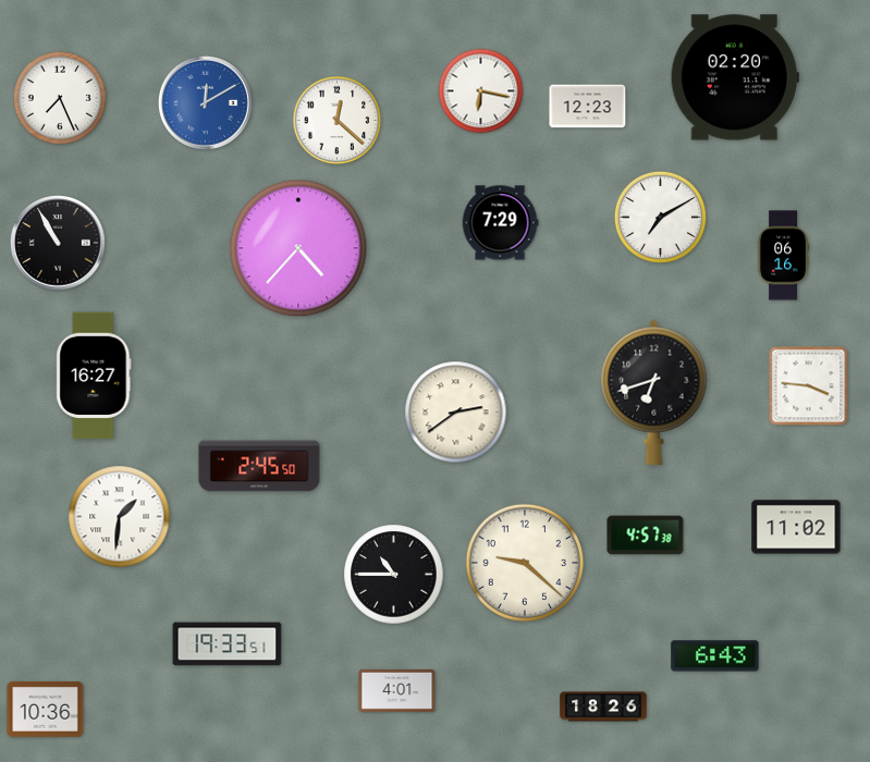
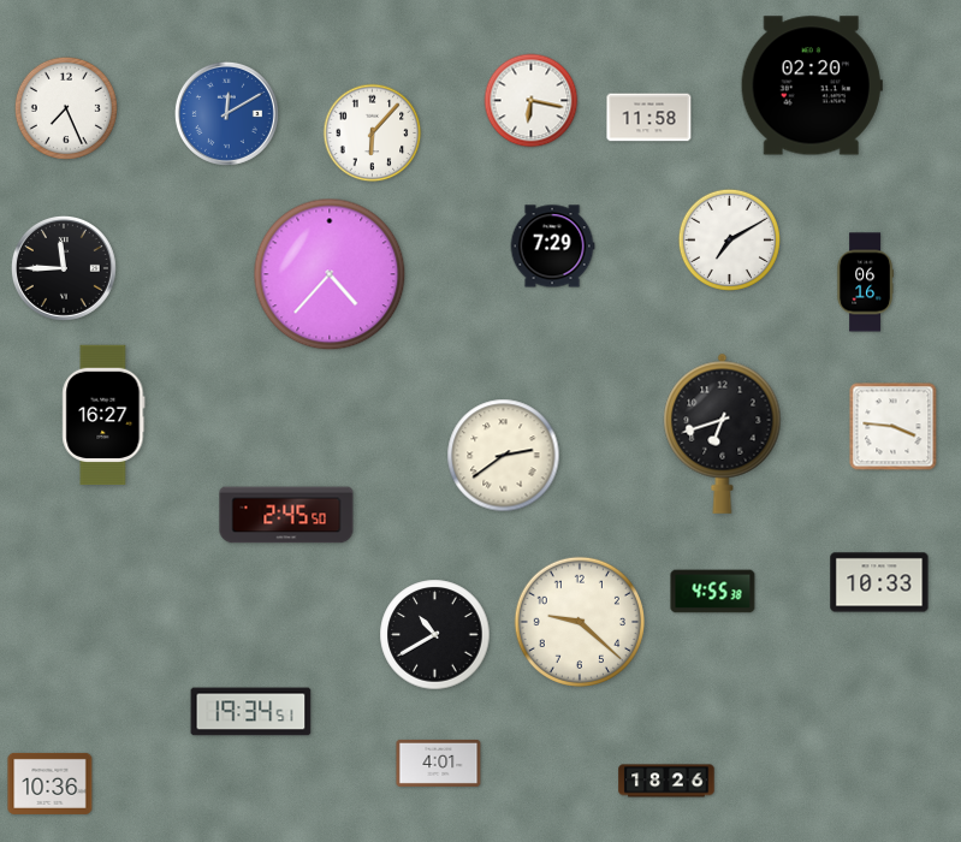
clock at (588, 107): 12:23 -> 11:58
clock at (338, 121): 12:22 -> 6:07
clock at (58, 243): 10:55 -> 11:45
clock at (120, 517): 1:31 -> none
clock at (796, 527): 11:02 -> 10:33
clock at (646, 536): 4:57 -> 4:55
clock at (394, 575): 10:45 -> 10:40
clock at (228, 644): 19:33 -> 19:34
clock at (715, 656): 6:43 -> none
